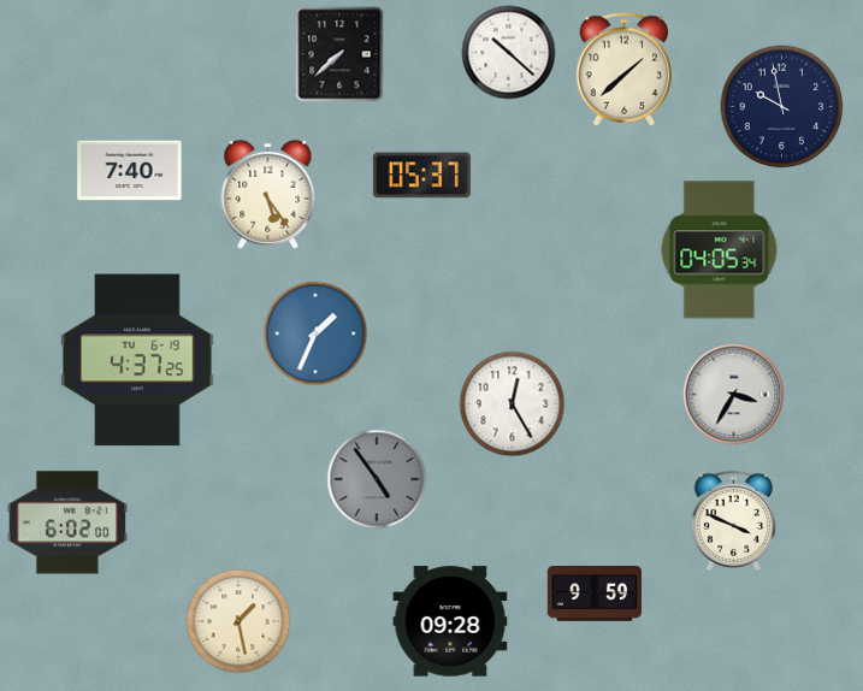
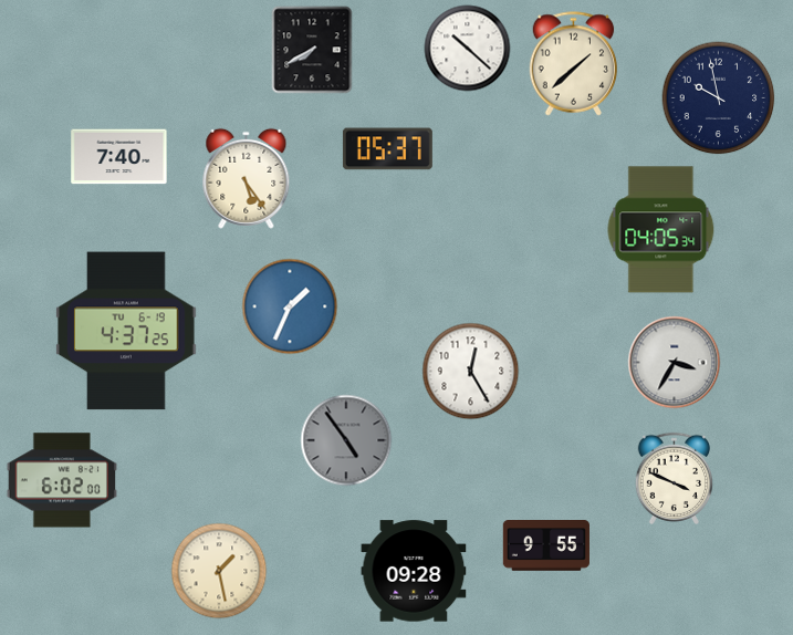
clock at (339, 54): 7:38 -> 7:40
clock at (421, 176) position: (421, 176) -> (387, 149)
clock at (595, 595): 9:59 -> 9:55
